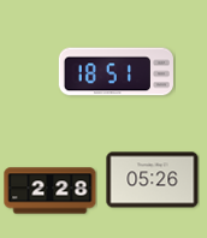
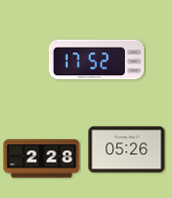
clock at (116, 72): 18:51 -> 17:52
